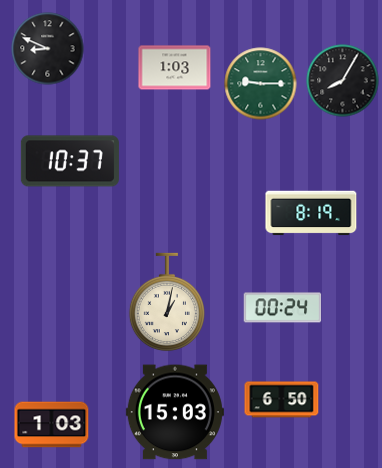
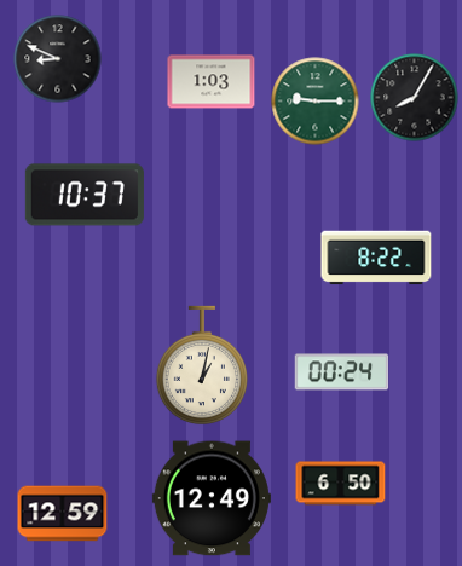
clock at (311, 213): 8:19 -> 8:22
clock at (175, 412): 15:03 -> 12:49
clock at (52, 425): 1:03 -> 12:59
